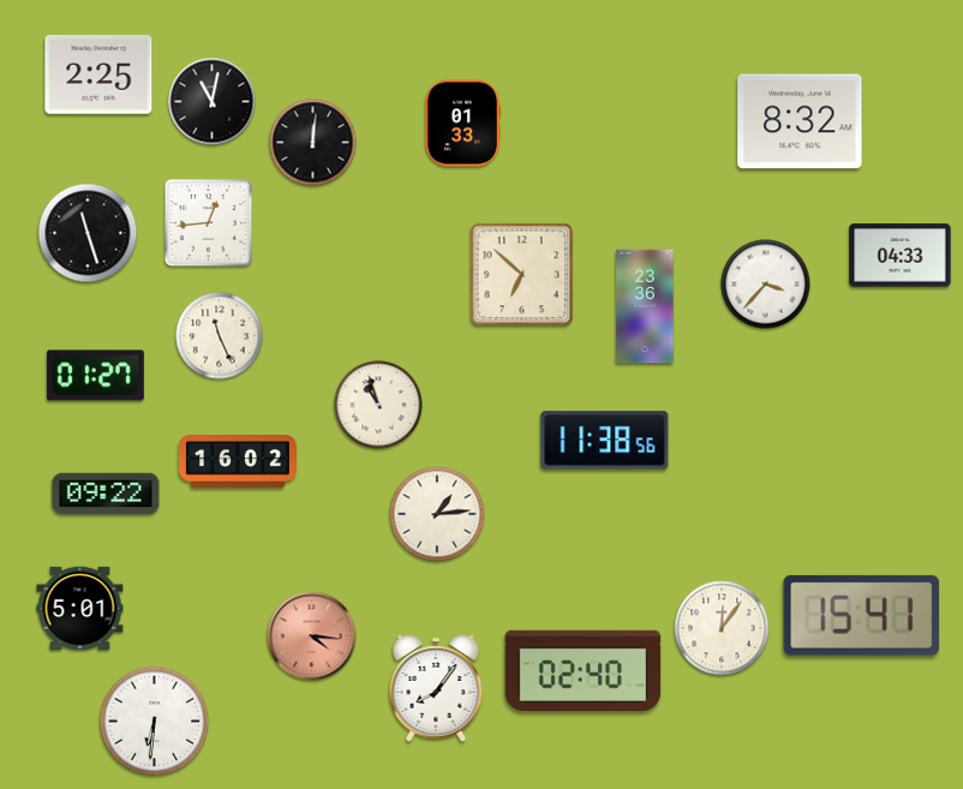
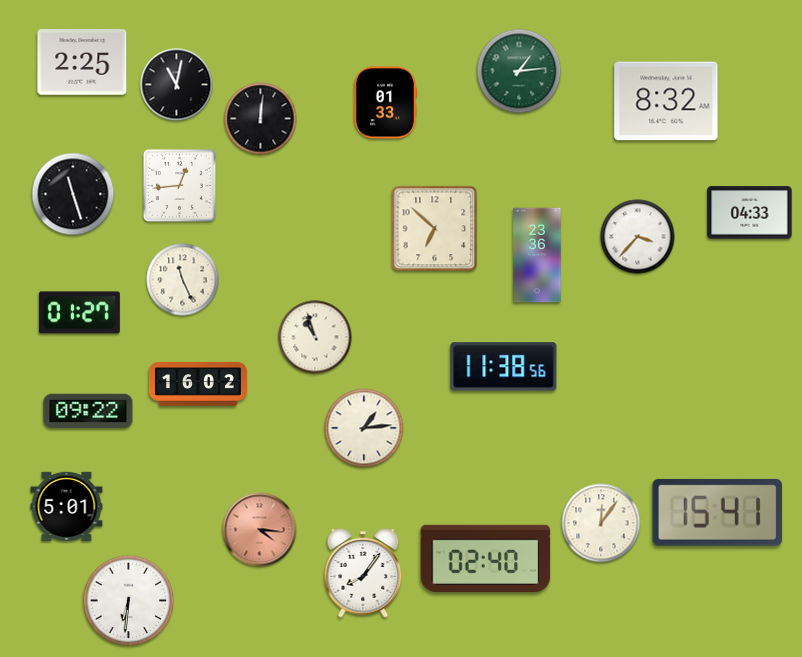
clock at (519, 71): none -> 1:14
clock at (208, 222) position: (208, 222) -> (179, 185)
